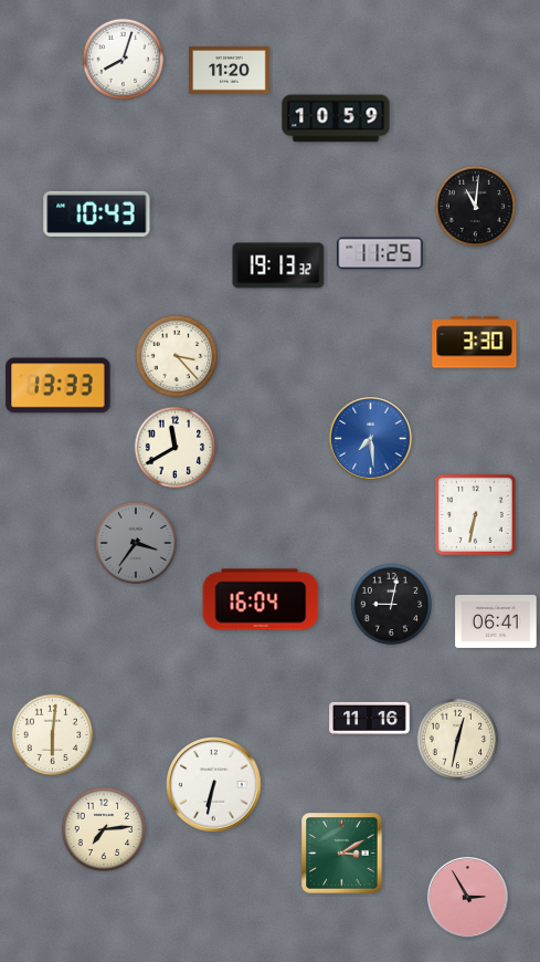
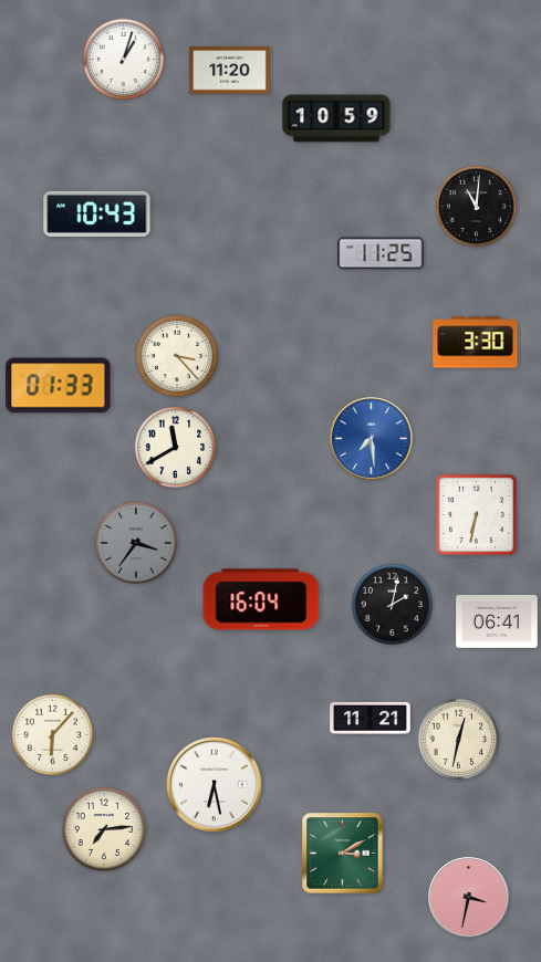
clock at (124, 60): 8:03 -> 1:03
clock at (278, 265): 19:13 -> none
clock at (59, 386): 13:33 -> 01:33
clock at (392, 605): 9:02 -> 2:02
clock at (370, 718): 11:16 -> 11:21
clock at (53, 735): 6:01 -> 6:07
clock at (214, 785): 6:32 -> 6:28
clock at (467, 897): 2:55 -> 3:32
